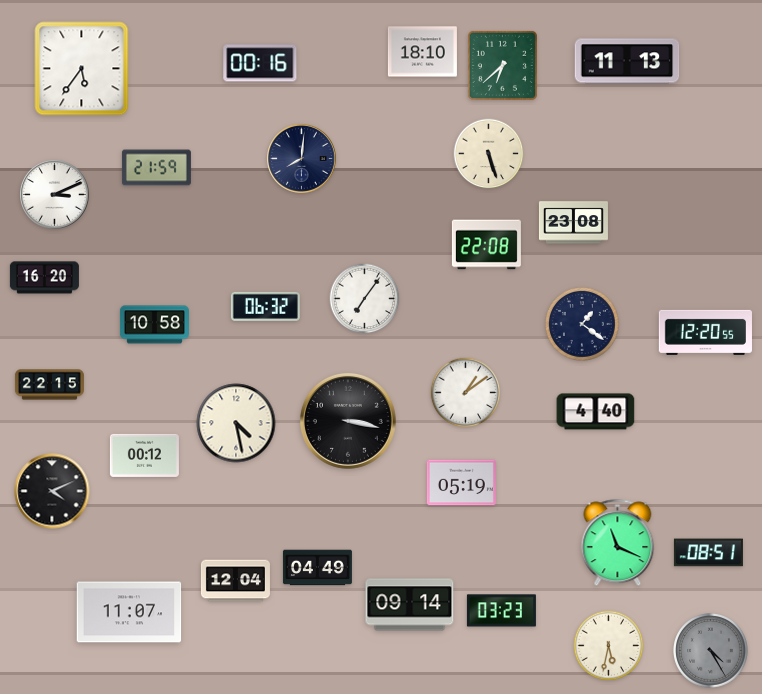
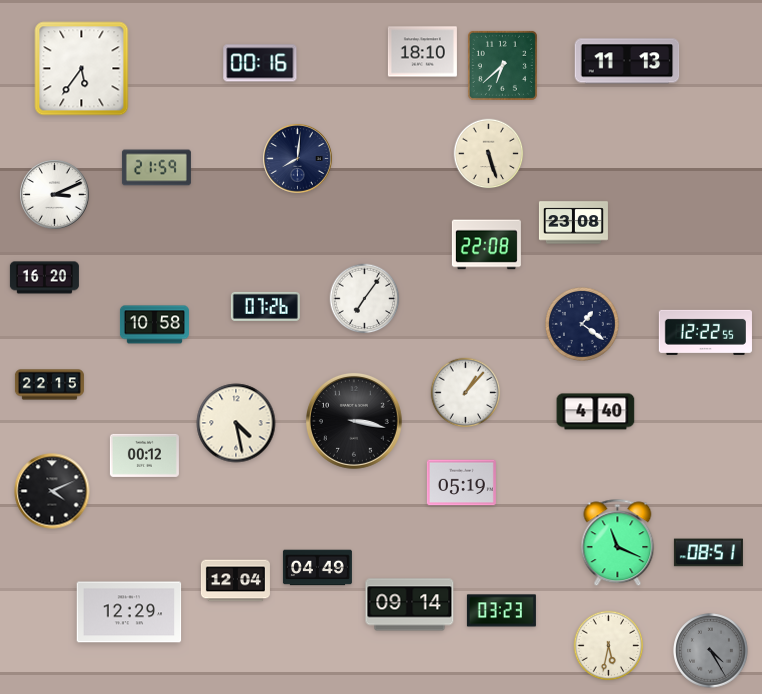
clock at (302, 159) position: (302, 159) -> (298, 159)
clock at (265, 306): 06:32 -> 07:26
clock at (705, 332): 12:20 -> 12:22
clock at (466, 393): 1:09 -> 1:07
clock at (348, 421) position: (348, 421) -> (354, 421)
clock at (129, 612): 11:07 -> 12:29
